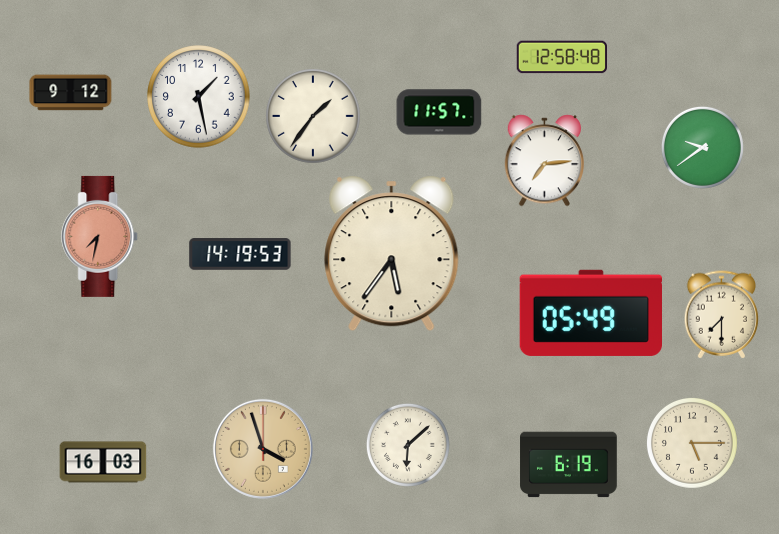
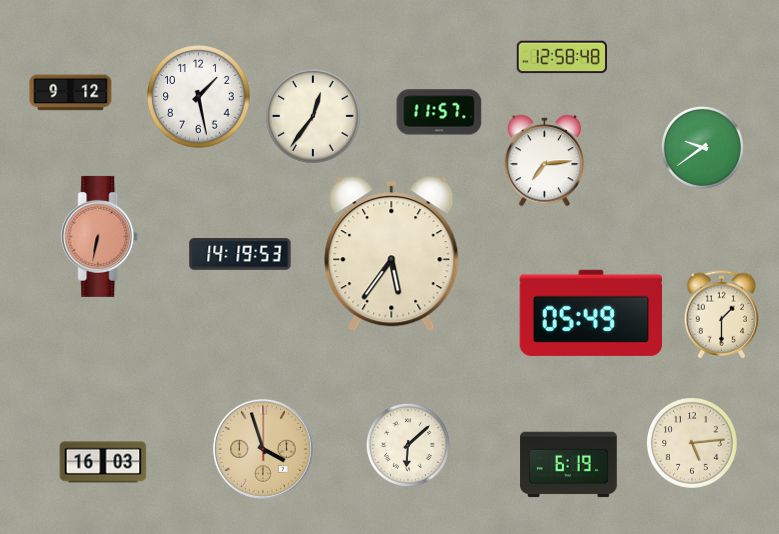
clock at (314, 117): 1:36 -> 12:36
clock at (100, 236): 7:32 -> 6:32
clock at (722, 315): 7:30 -> 1:30
clock at (692, 443): 5:15 -> 5:14
